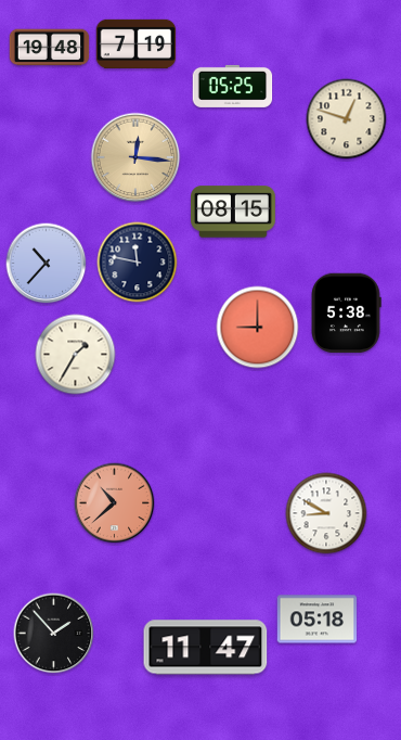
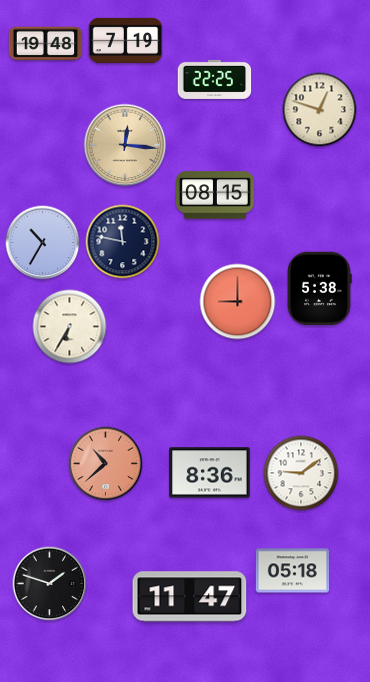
clock at (233, 86): 05:25 -> 22:25
clock at (138, 263) position: (138, 263) -> (123, 242)
clock at (47, 264): 10:37 -> 10:35
clock at (76, 355): 1:35 -> 6:35
clock at (210, 473): none -> 8:36
clock at (326, 513): 8:50 -> 9:09
clock at (54, 634): 1:53 -> 1:48
